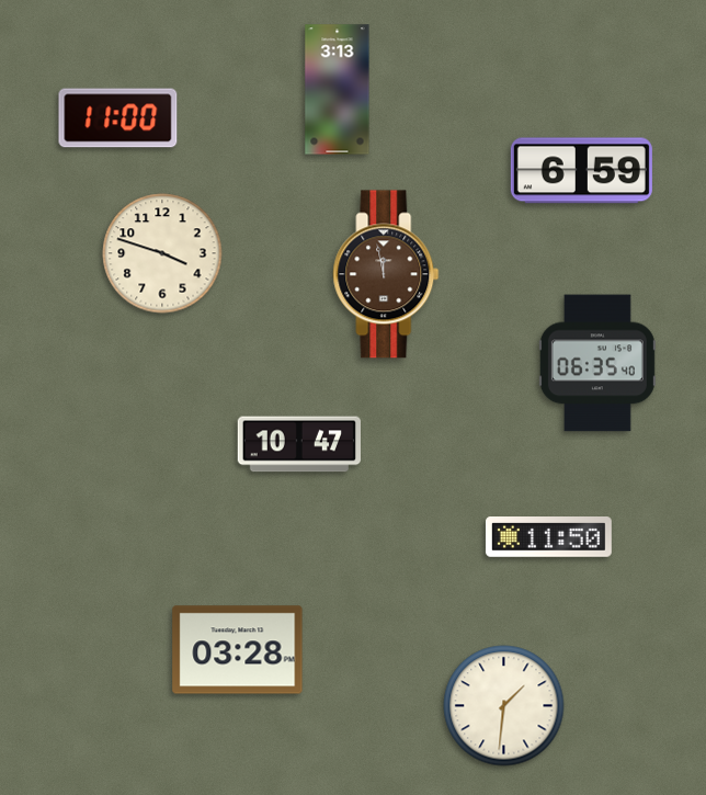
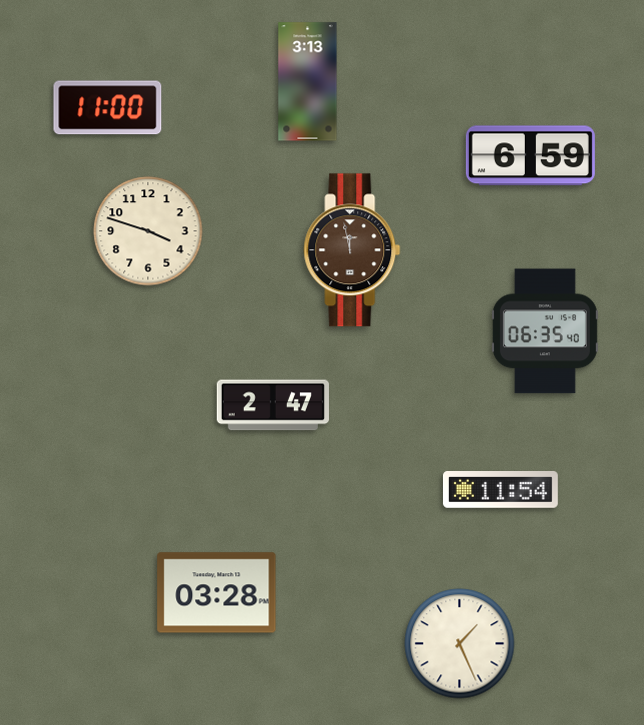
clock at (299, 444): 10:47 -> 2:47
clock at (548, 537): 11:50 -> 11:54
clock at (504, 706): 1:31 -> 1:26
